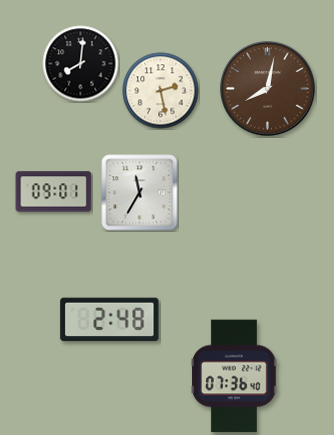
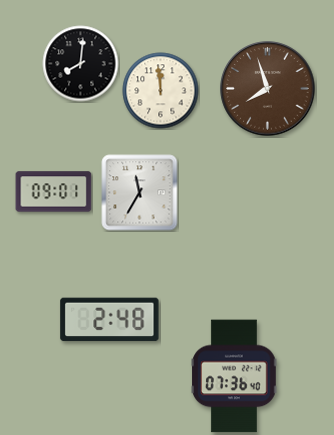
clock at (268, 89): 8:02 -> 7:57
clock at (161, 91): 2:28 -> 11:59
